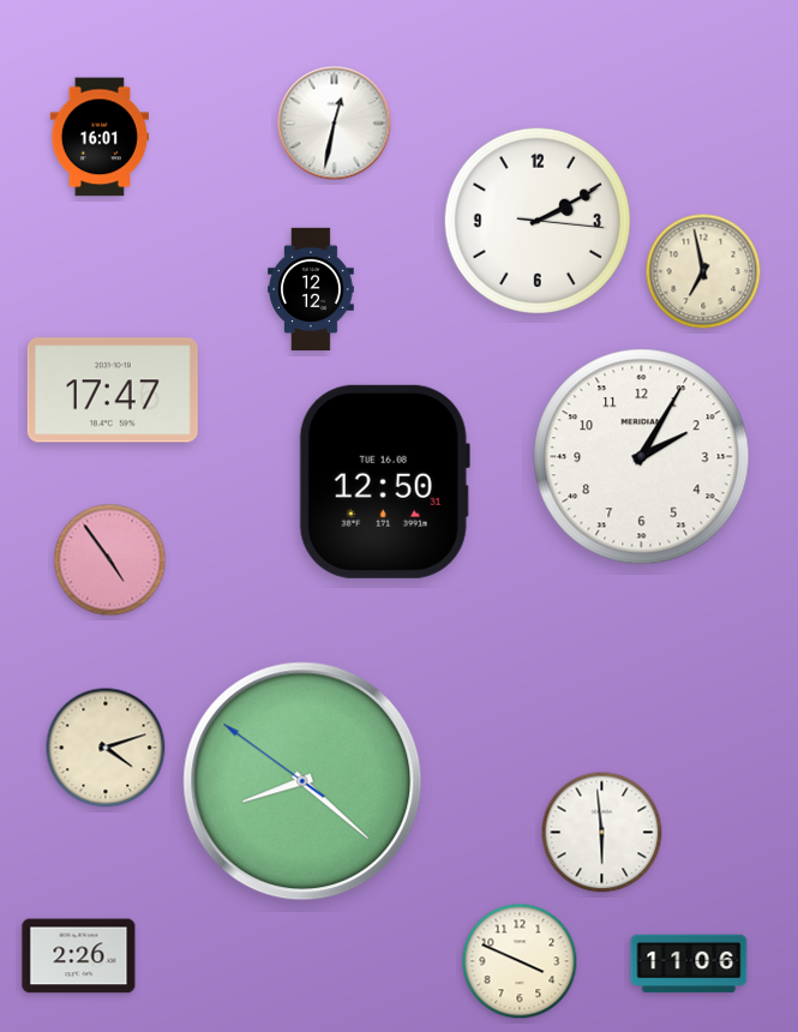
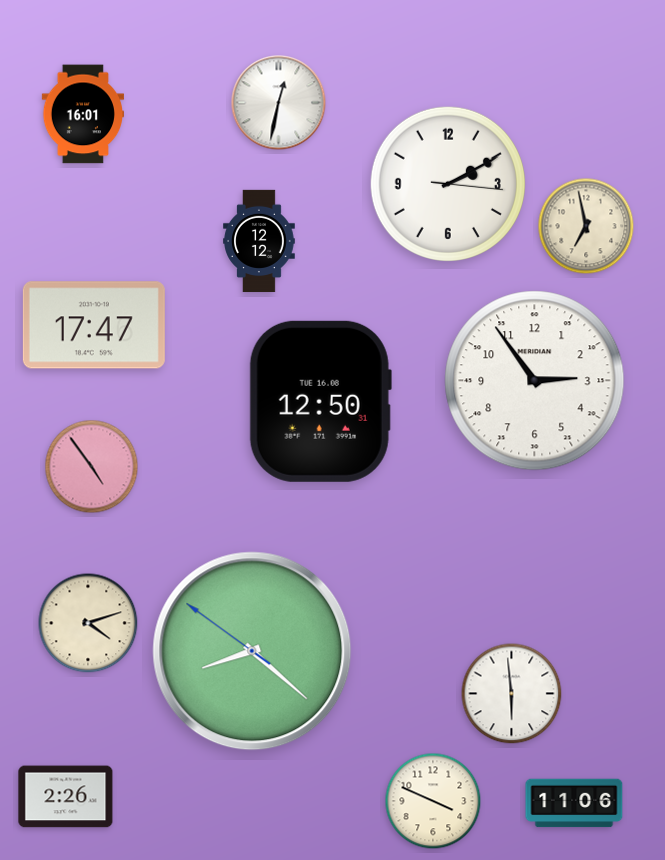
clock at (642, 457): 2:05 -> 2:54
clock at (602, 833) position: (602, 833) -> (512, 694)
